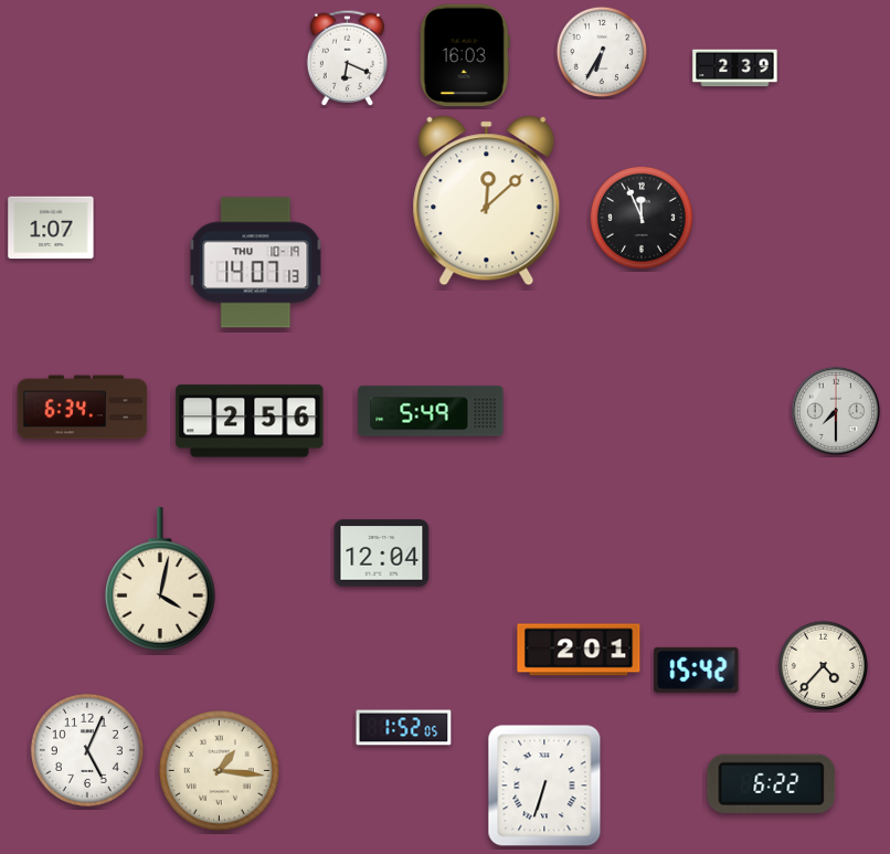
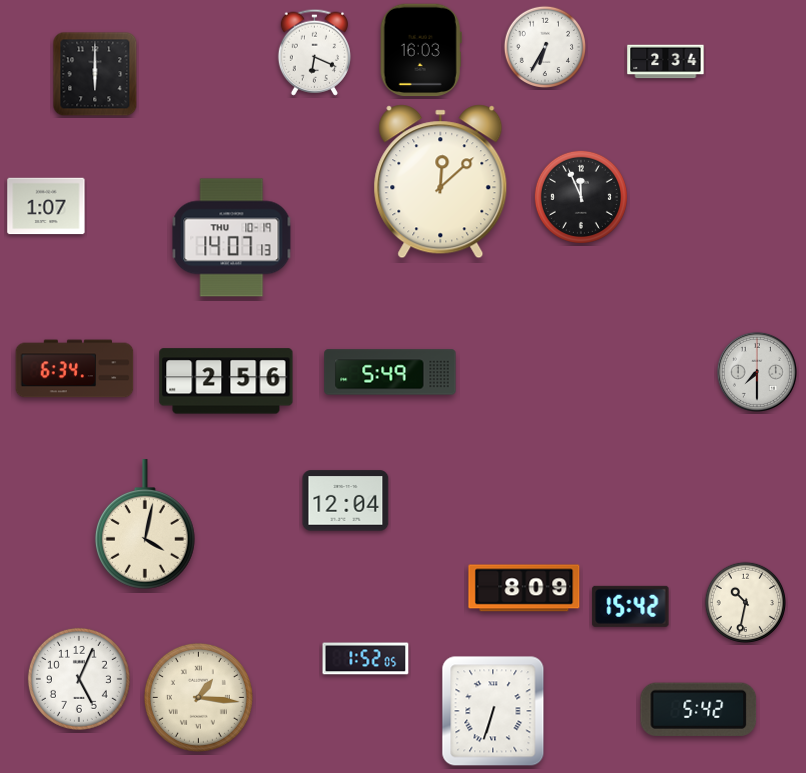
clock at (735, 68): 2:39 -> 2:34
clock at (95, 74): none -> 6:00
clock at (579, 650): 2:01 -> 8:09
clock at (823, 665): 4:37 -> 10:32
clock at (772, 783): 6:22 -> 5:42
